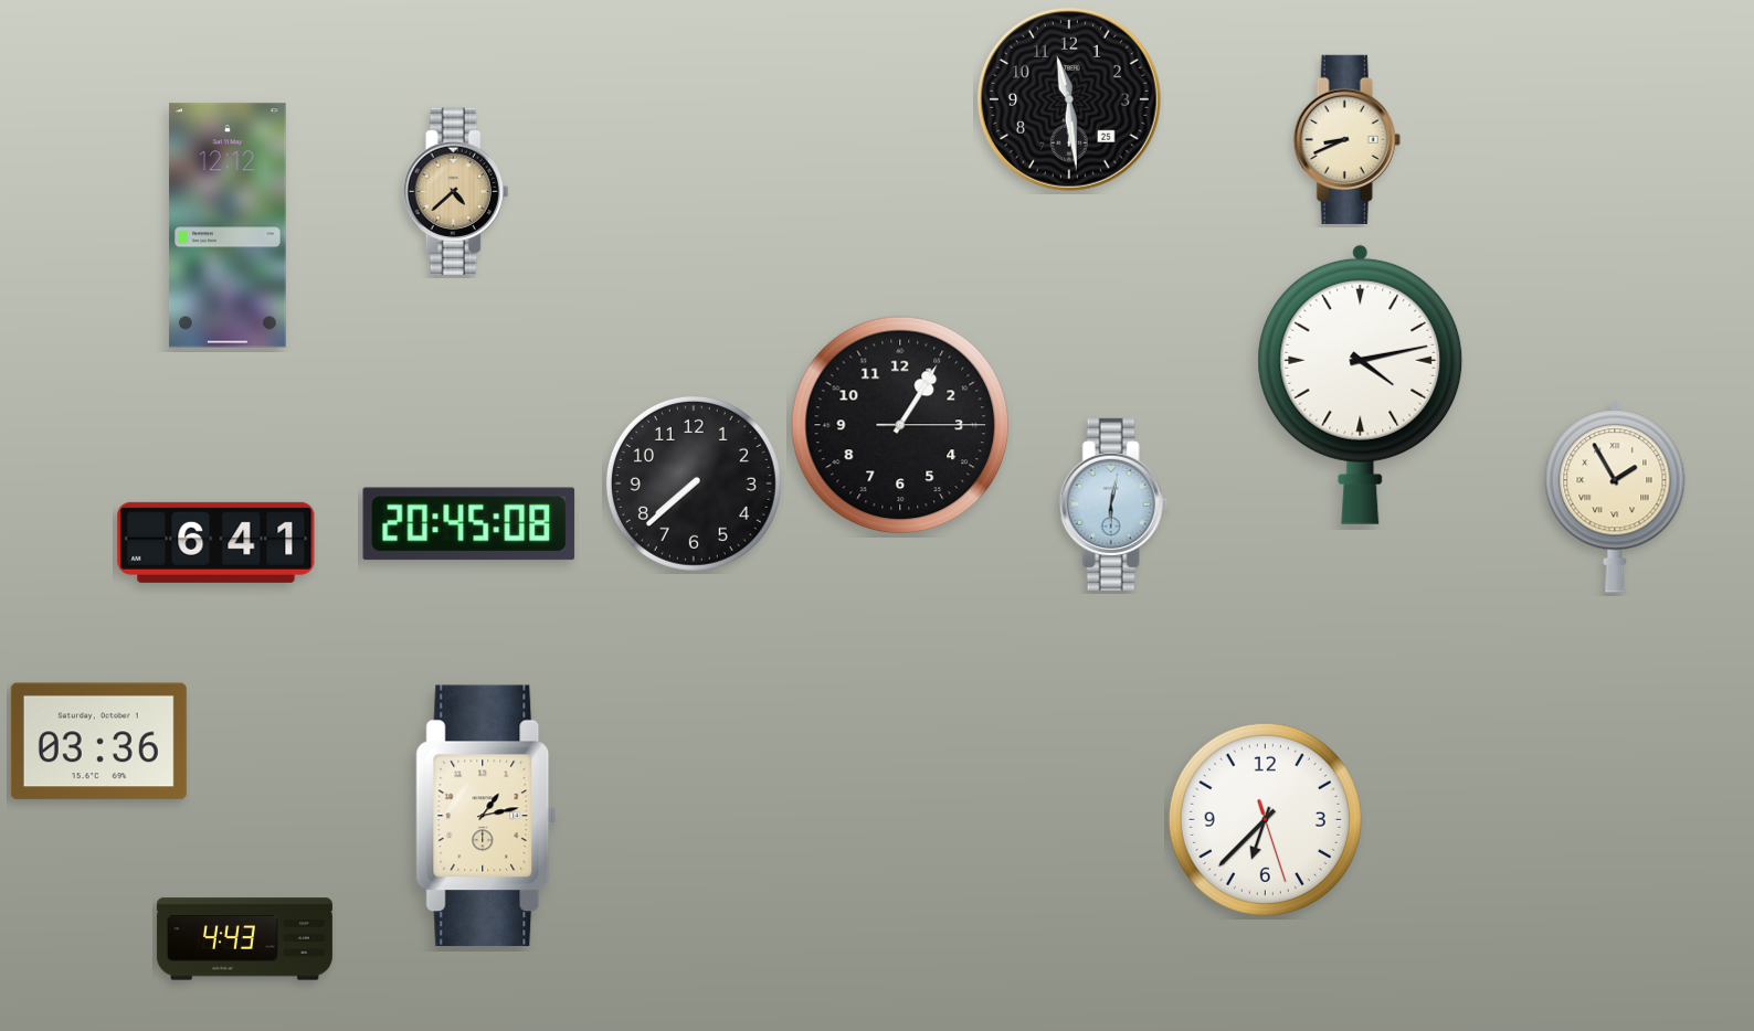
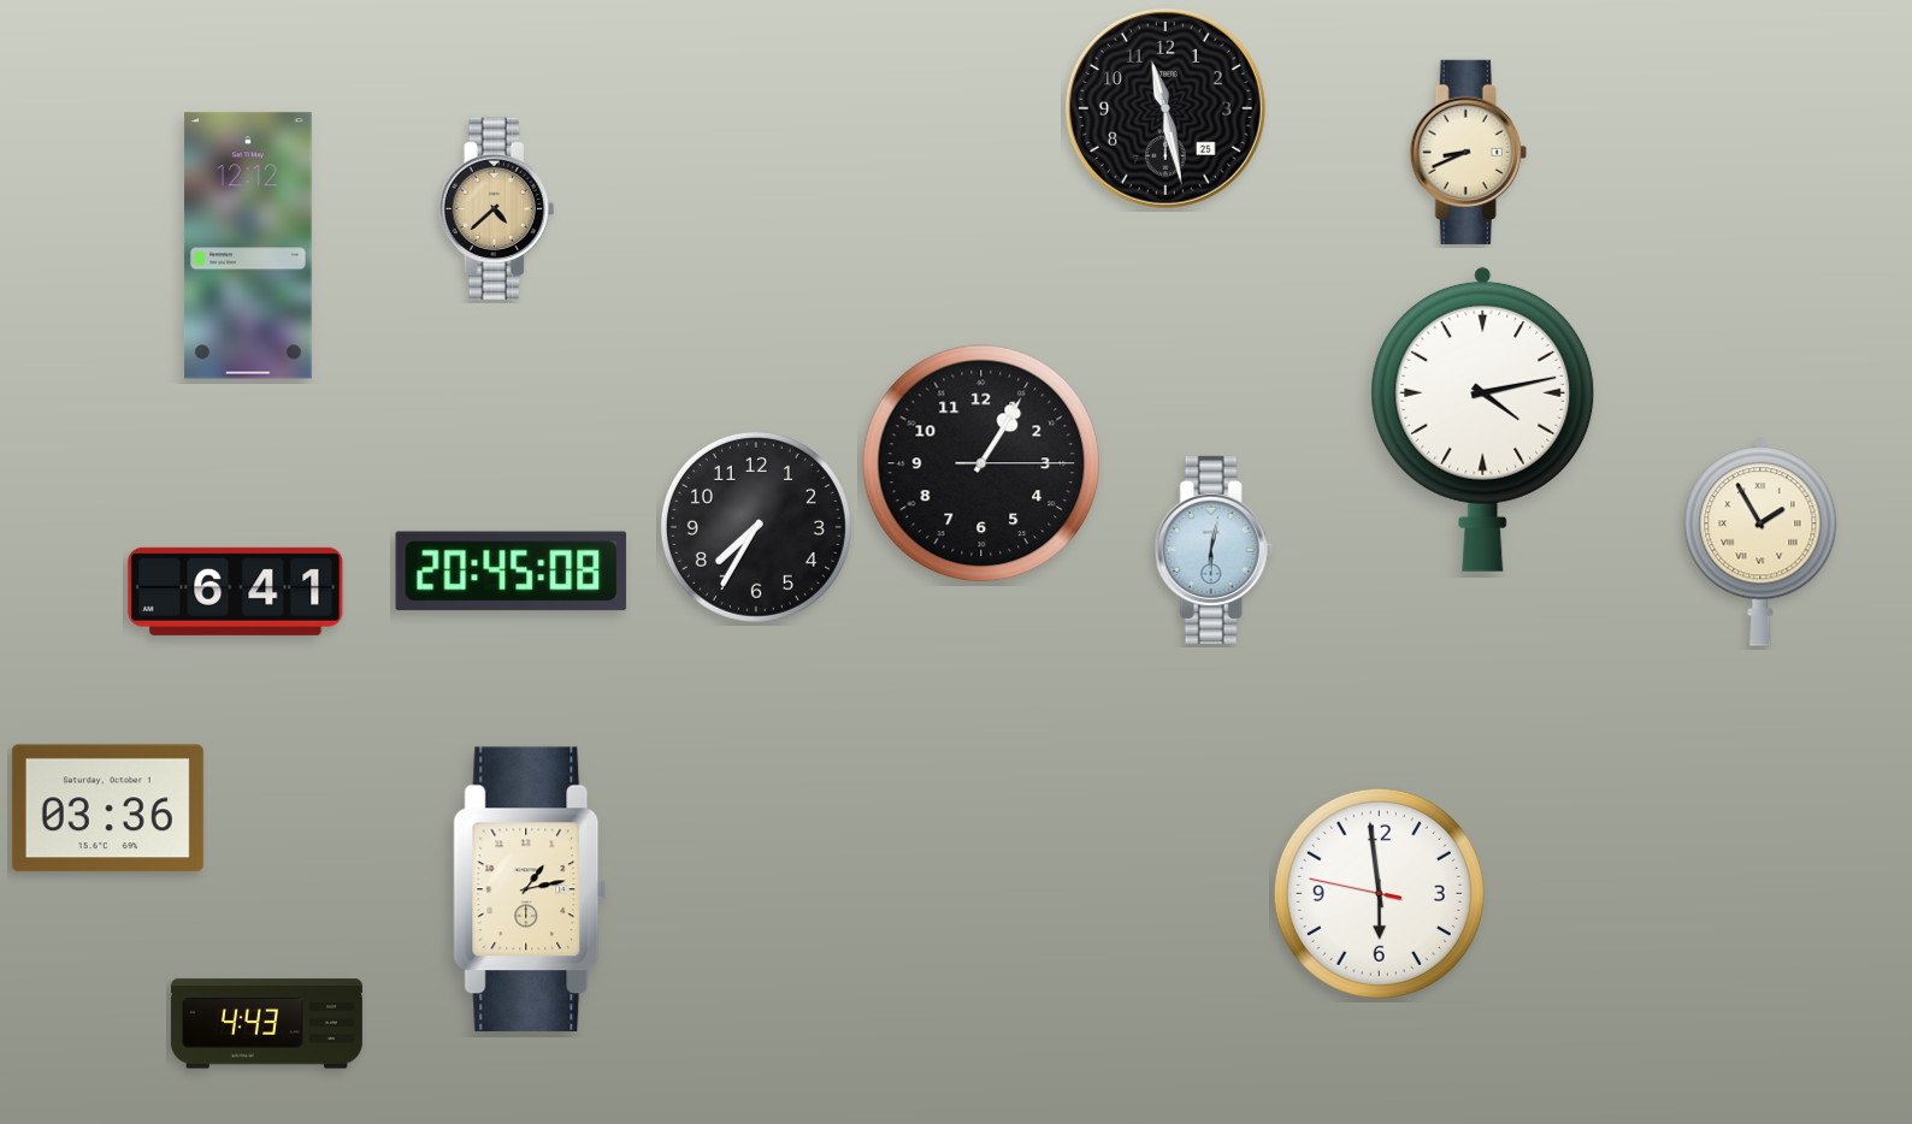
clock at (1069, 99): 11:29 -> 11:28
clock at (694, 483): 7:38 -> 7:35
clock at (1265, 819): 6:37 -> 5:58
